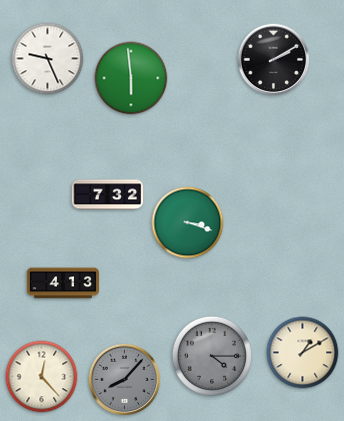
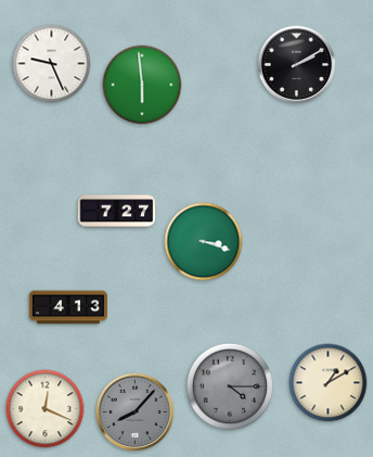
clock at (108, 195): 7:32 -> 7:27
clock at (42, 377): 12:23 -> 12:19
